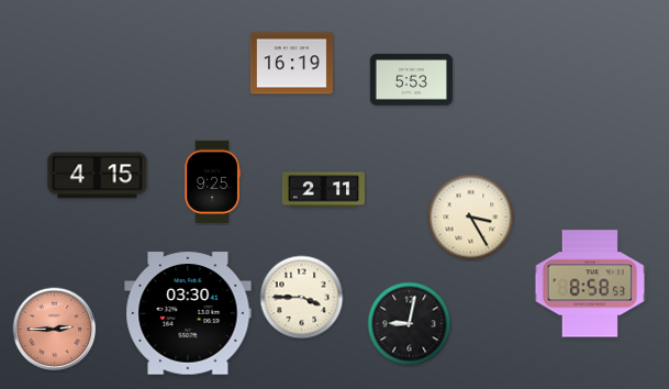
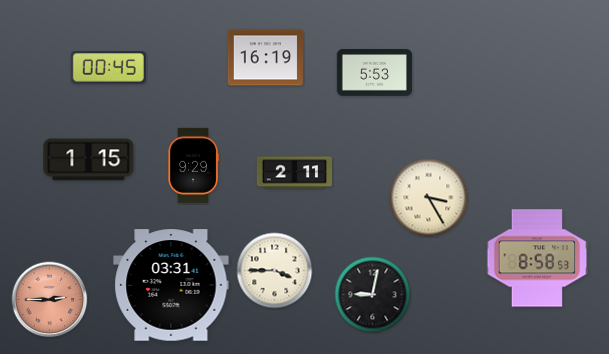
clock at (108, 68): none -> 00:45
clock at (98, 176): 4:15 -> 1:15
clock at (212, 181): 9:25 -> 9:29
clock at (188, 313): 03:30 -> 03:31
